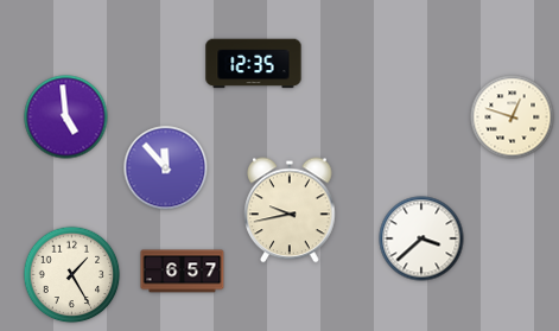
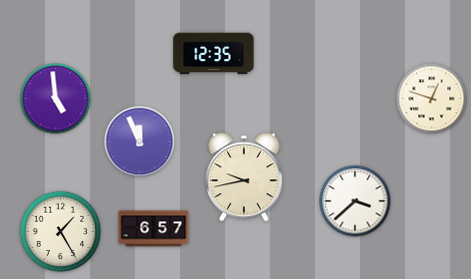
clock at (166, 168): 11:53 -> 11:56
